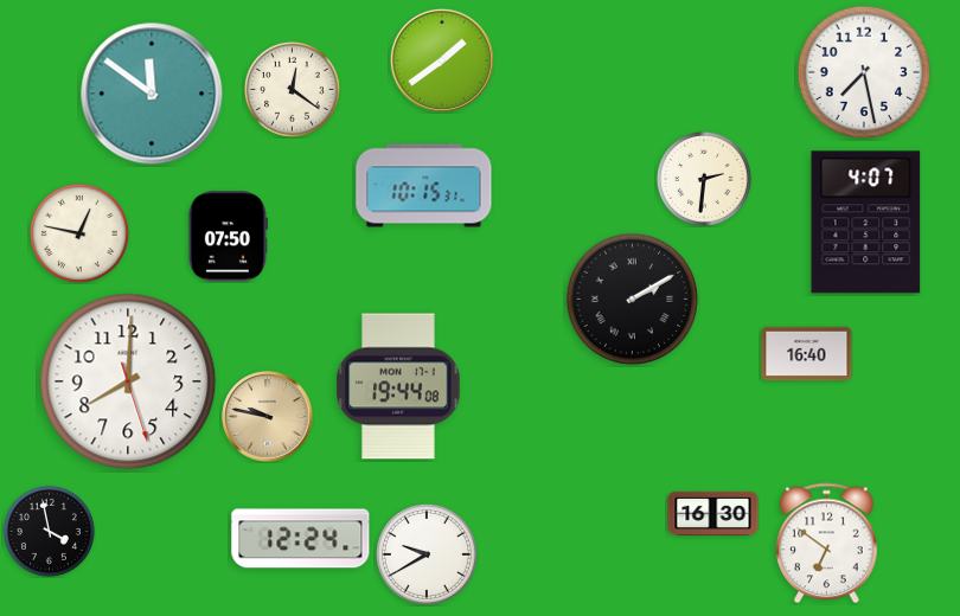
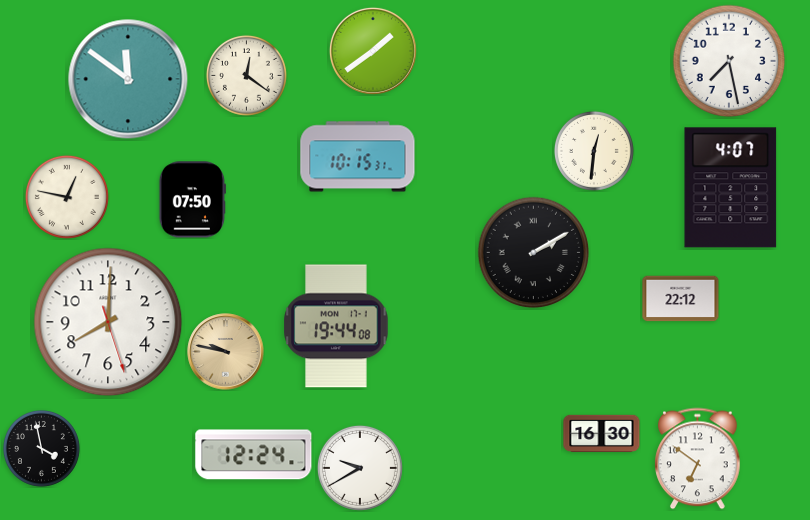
clock at (704, 179): 2:31 -> 12:31
clock at (807, 354): 16:40 -> 22:12
